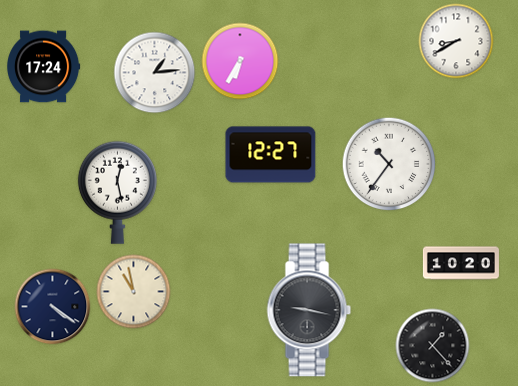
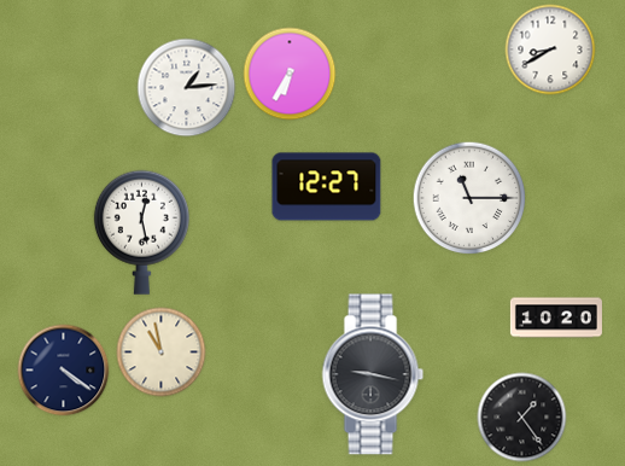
clock at (44, 67): 17:24 -> none
clock at (389, 164): 10:36 -> 11:15
clock at (433, 346): 1:23 -> 1:24
